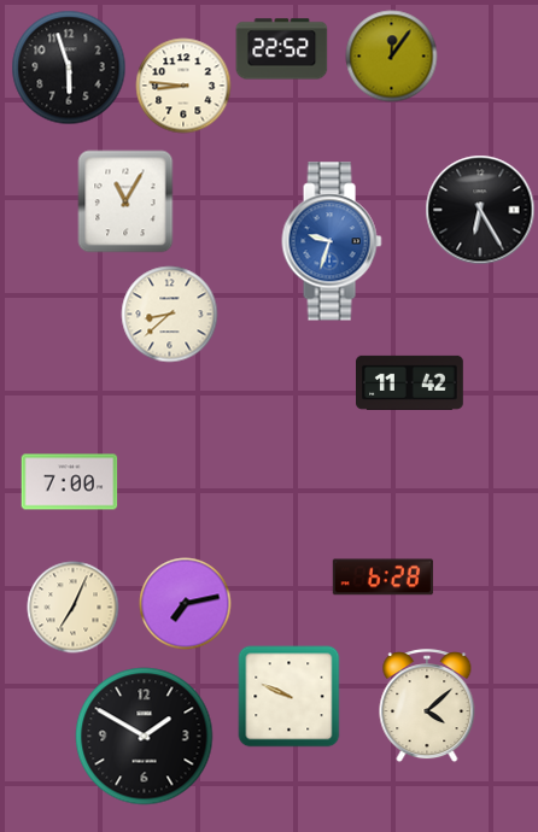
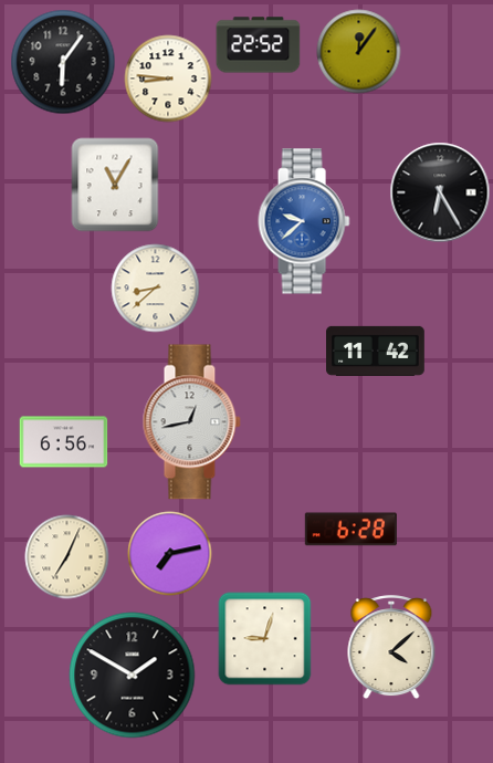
clock at (69, 68): 5:57 -> 6:06
clock at (332, 241): 9:33 -> 9:38
clock at (191, 422): none -> 12:43
clock at (70, 482): 7:00 -> 6:56
clock at (290, 697): 9:49 -> 9:03
